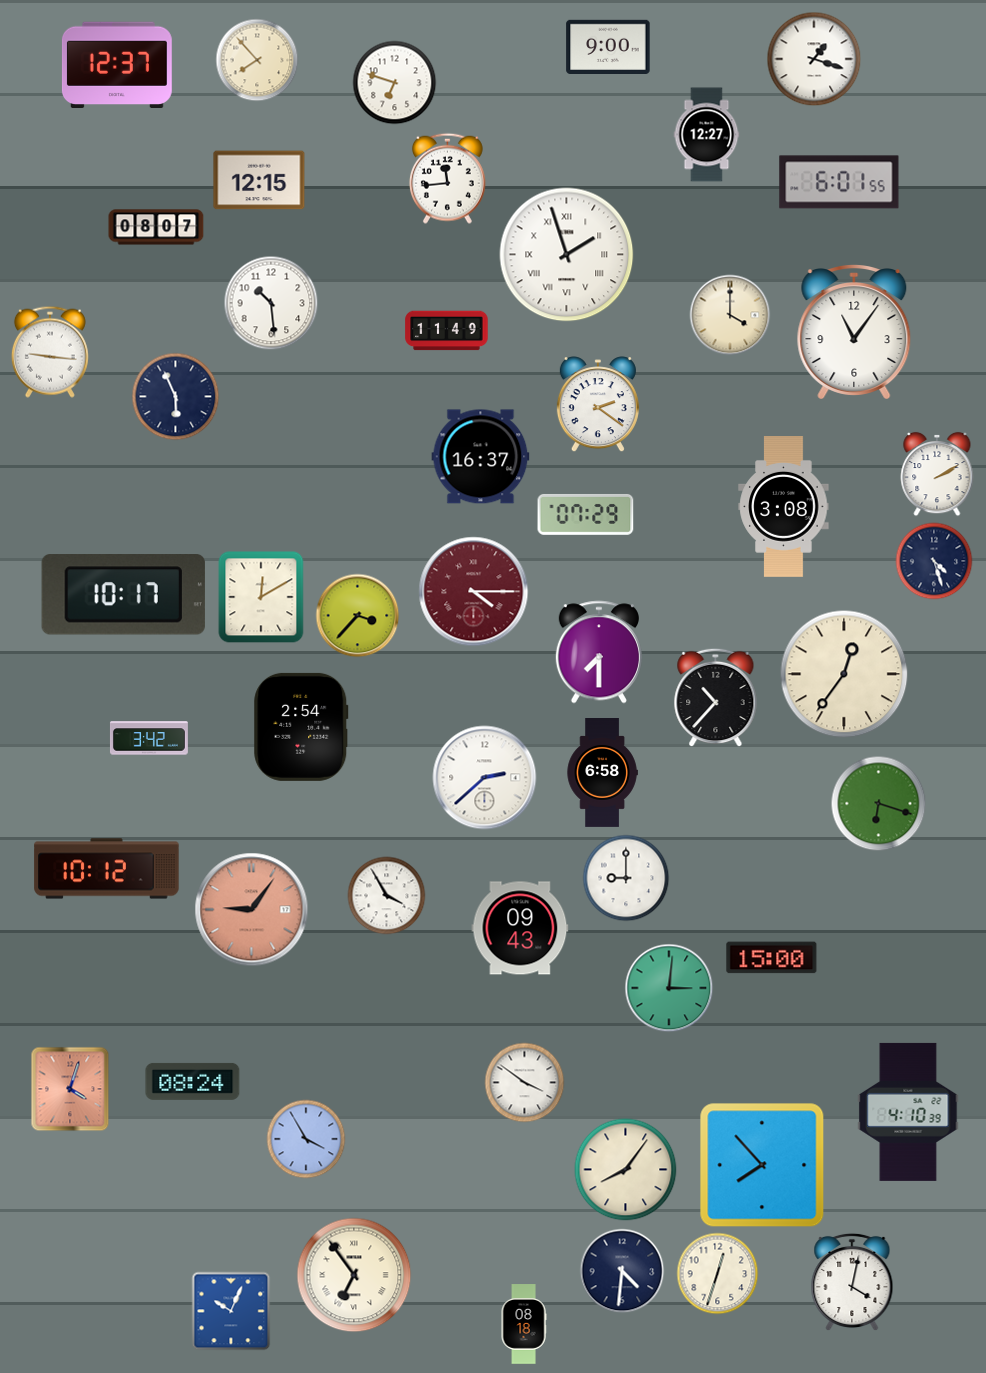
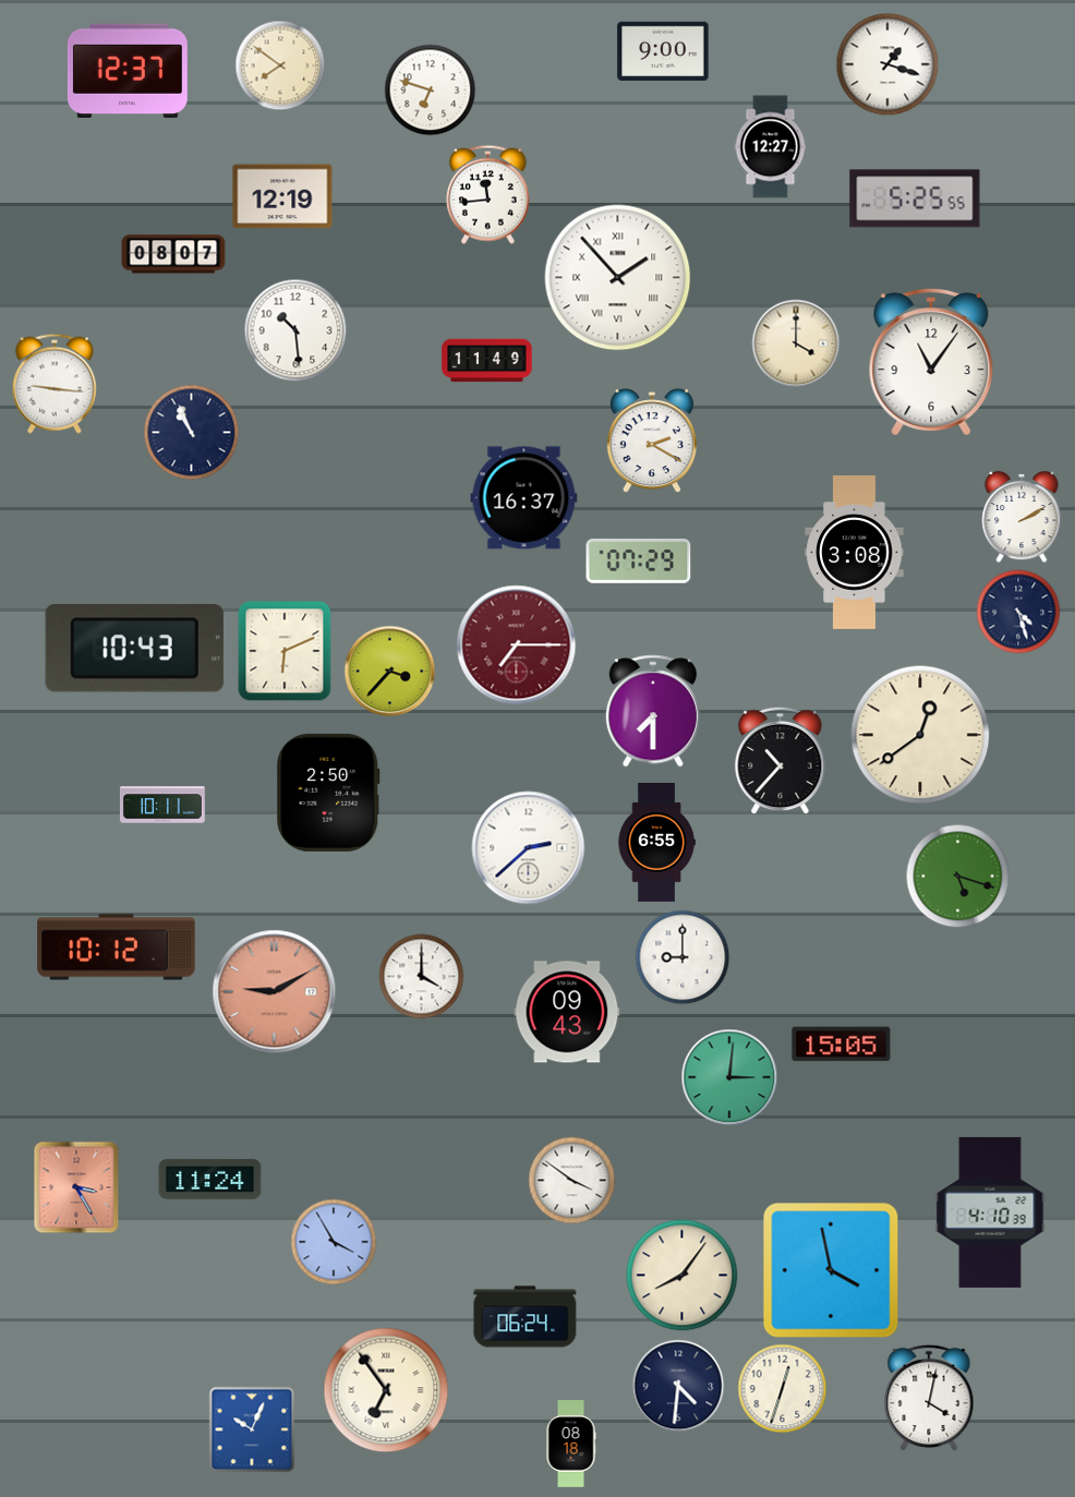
clock at (257, 60): 7:53 -> 7:51
clock at (259, 180): 12:15 -> 12:19
clock at (839, 182): 6:01 -> 5:25
clock at (156, 227) position: (156, 227) -> (173, 254)
clock at (567, 255): 1:57 -> 1:53
clock at (176, 397): 5:56 -> 10:56
clock at (598, 405): 2:21 -> 2:20
clock at (474, 592): 4:15 -> 7:15
clock at (123, 595): 10:17 -> 10:43
clock at (261, 597): 12:10 -> 6:11
clock at (844, 674): 12:36 -> 12:39
clock at (301, 727): 2:54 -> 2:50
clock at (149, 738): 3:42 -> 10:11
clock at (602, 773): 6:58 -> 6:55
clock at (879, 804): 6:18 -> 5:18
clock at (387, 896): 3:55 -> 4:00
clock at (252, 910): 9:06 -> 9:10
clock at (772, 958): 15:00 -> 15:05
clock at (193, 1081): 08:24 -> 11:24
clock at (70, 1089): 4:03 -> 3:25
clock at (762, 1165): 7:53 -> 3:58
clock at (526, 1317): none -> 06:24
